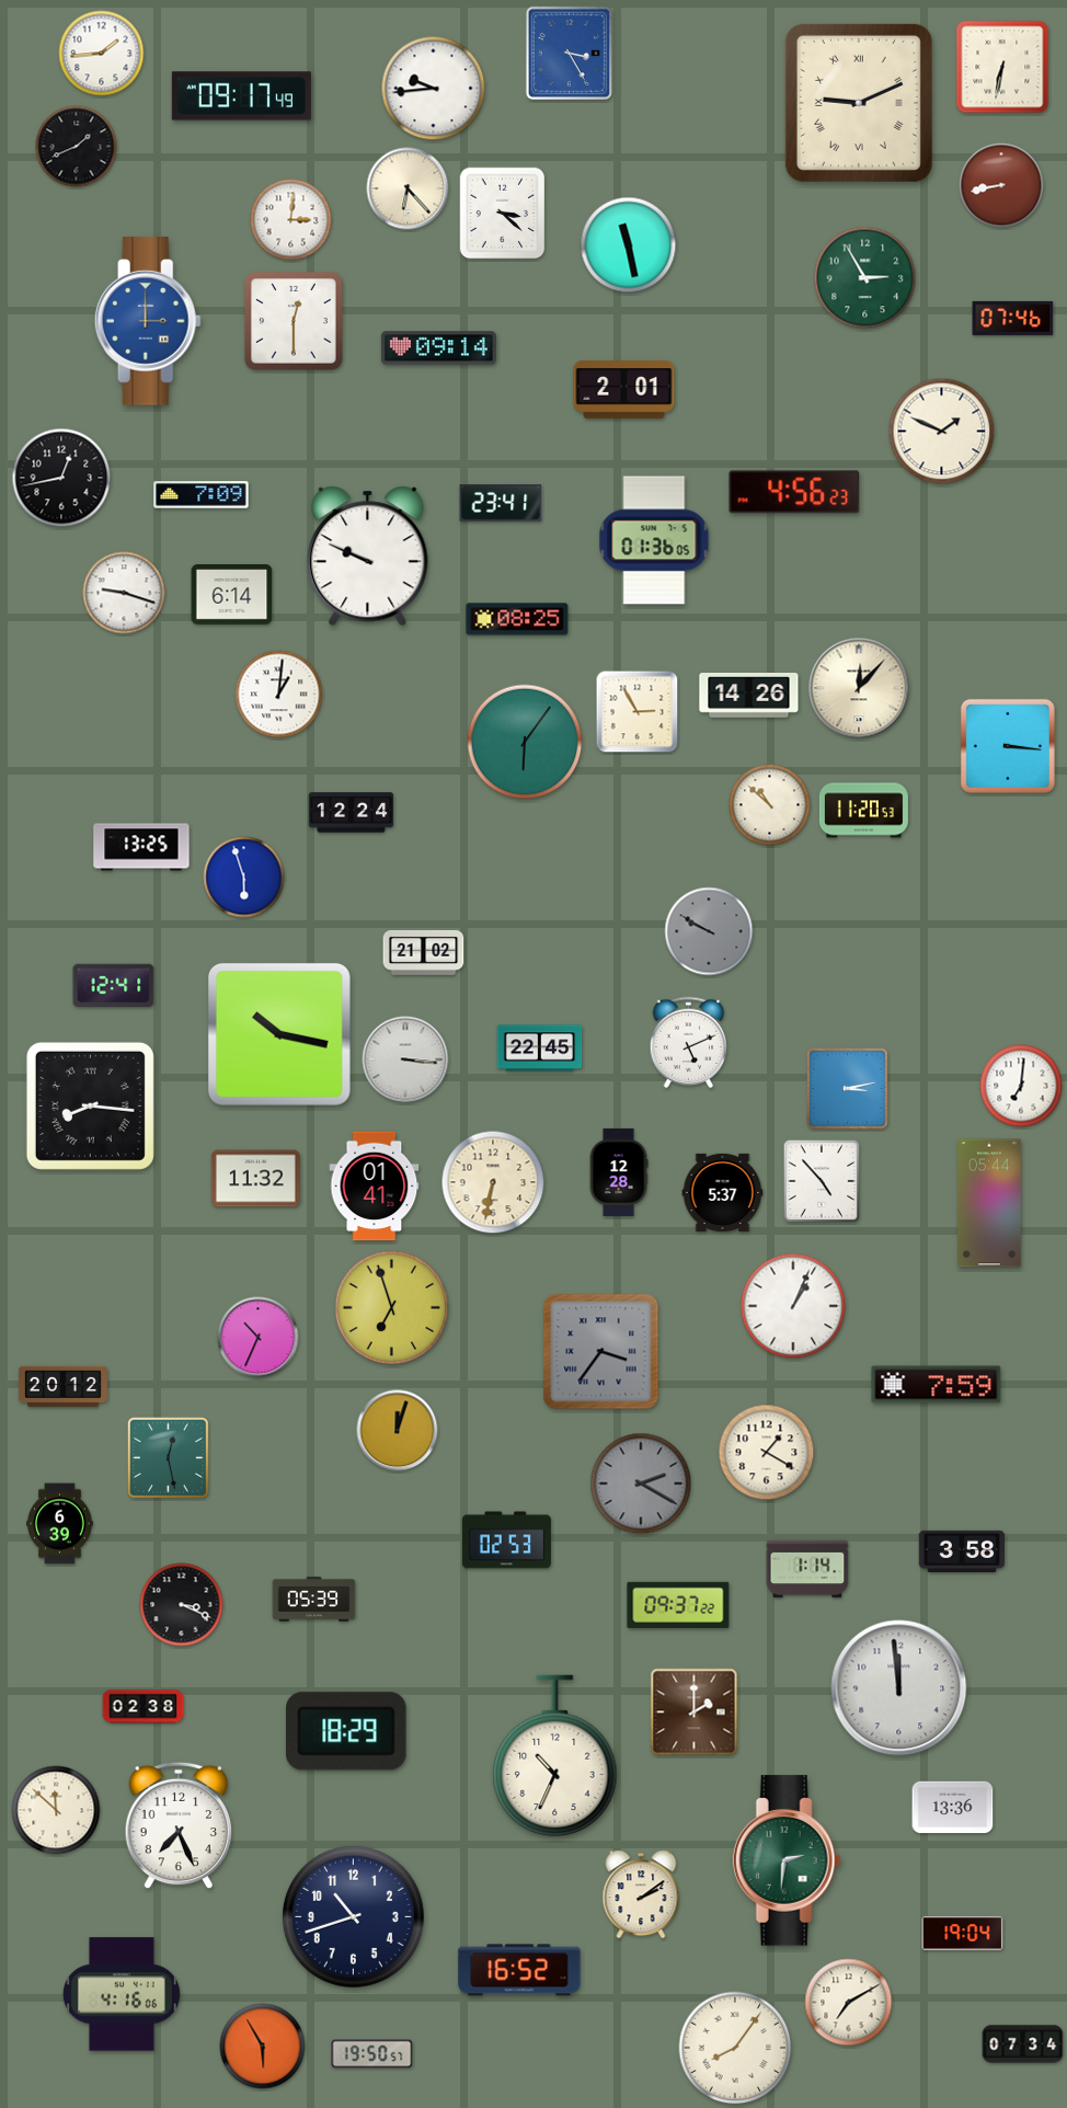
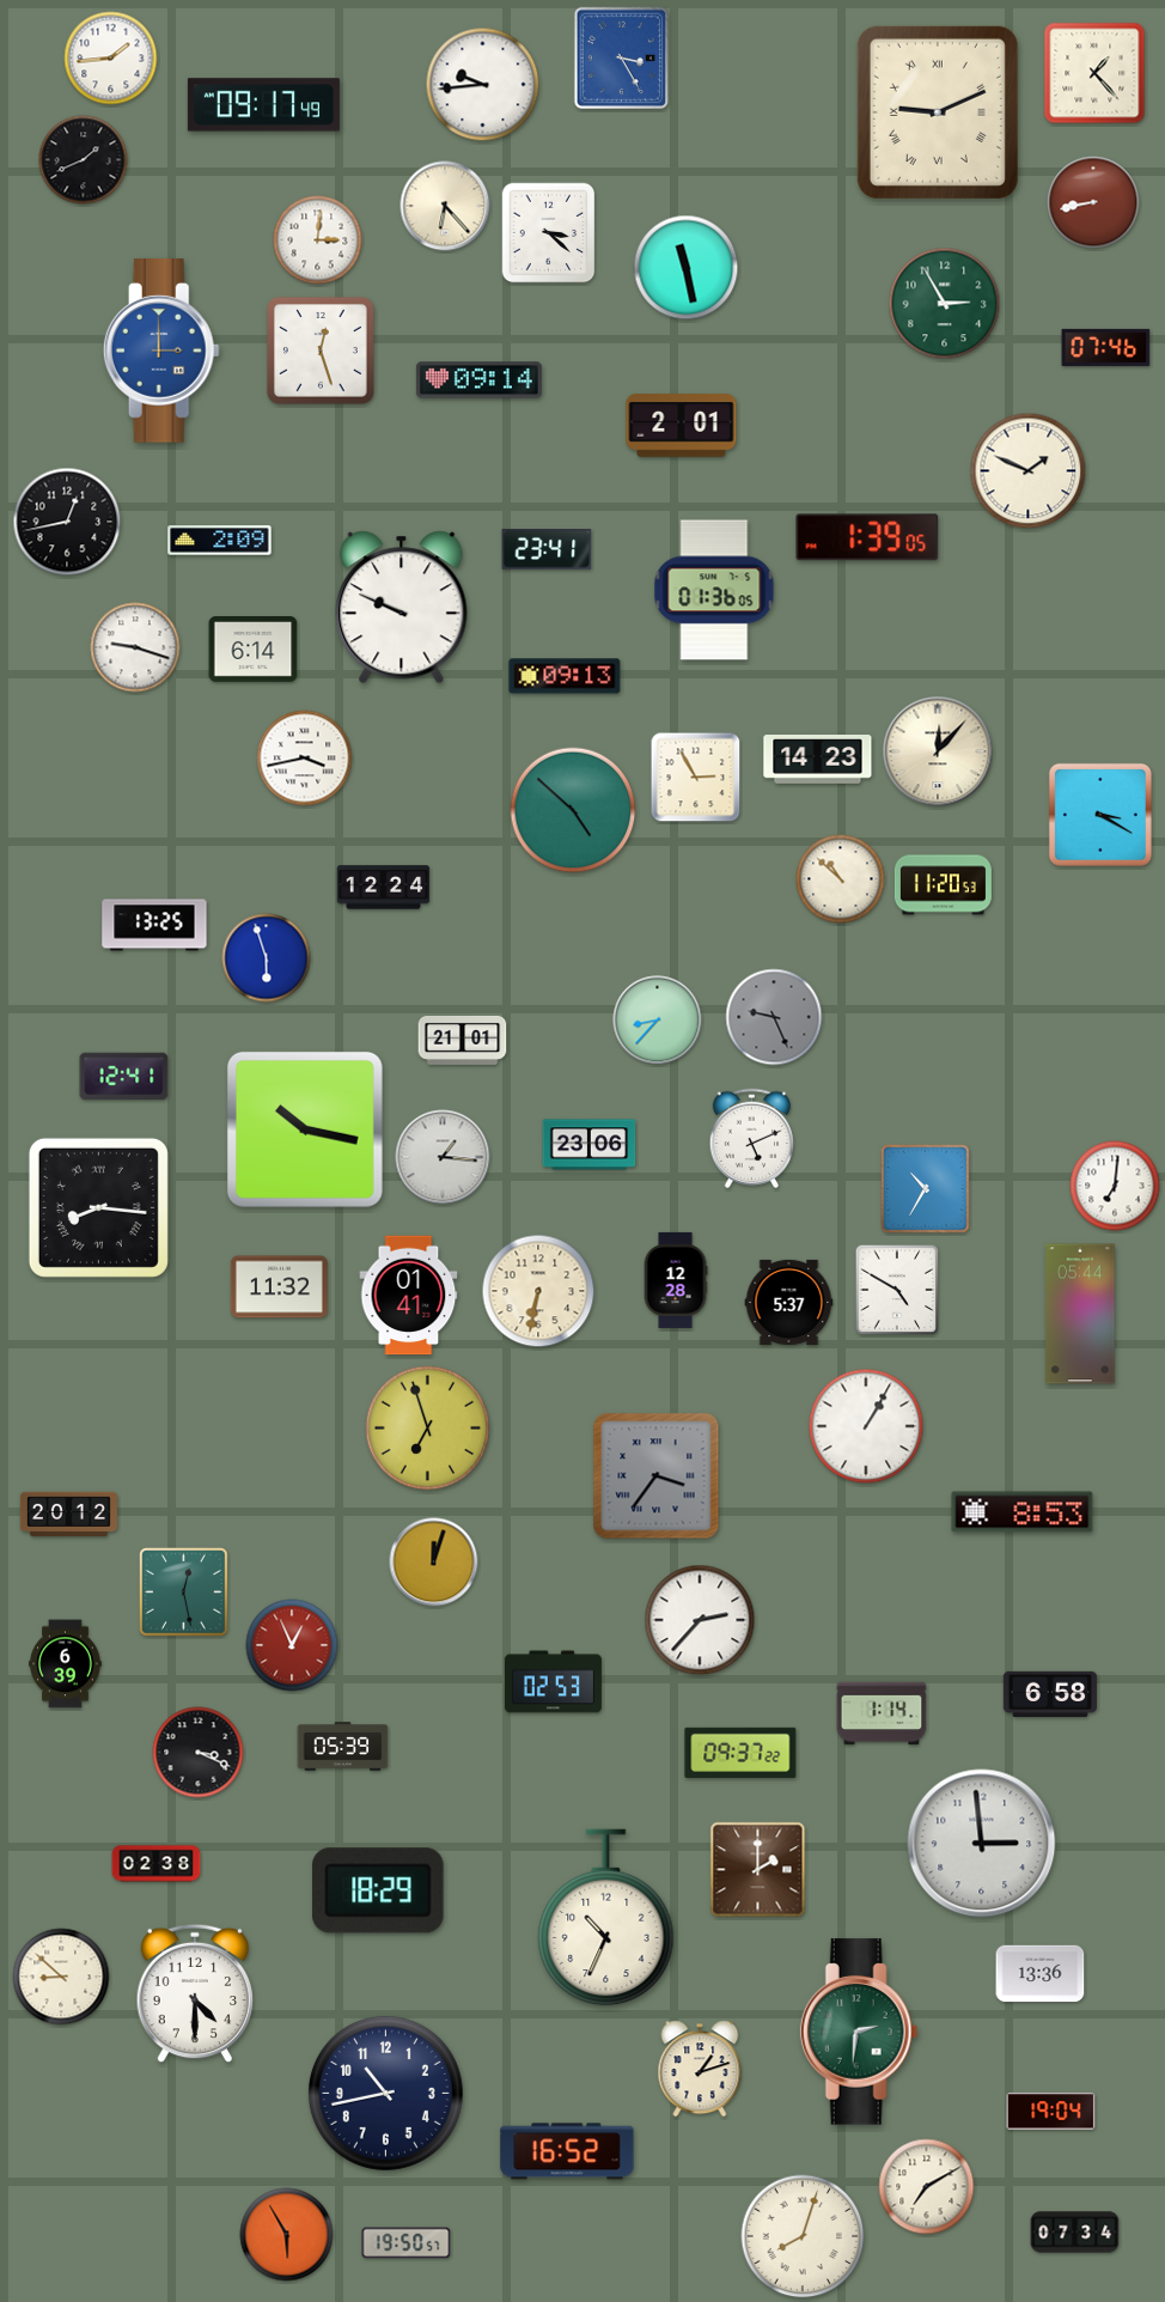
clock at (1002, 67): 6:32 -> 1:23
clock at (434, 89) position: (434, 89) -> (483, 85)
clock at (294, 321): 12:30 -> 12:27
clock at (794, 492): 4:56 -> 1:39
clock at (202, 495): 7:09 -> 2:09
clock at (517, 619): 08:25 -> 09:13
clock at (279, 695): 1:01 -> 3:43
clock at (749, 696): 14:26 -> 14:23
clock at (525, 742): 6:06 -> 4:52
clock at (1008, 746): 3:16 -> 3:20
clock at (709, 931): 9:50 -> 9:26
clock at (658, 1021): none -> 8:37
clock at (424, 952): 21:02 -> 21:01
clock at (540, 1049): 22:45 -> 23:06
clock at (405, 1059): 3:16 -> 1:16
clock at (848, 1089): 3:13 -> 10:35
clock at (822, 1181): 4:53 -> 4:50
clock at (793, 1306): 1:04 -> 1:05
clock at (259, 1338): 10:34 -> none
clock at (937, 1385): 7:59 -> 8:53
clock at (767, 1453): 1:20 -> none
clock at (641, 1483): 2:20 -> 2:37
clock at (641, 1483) dial: grey -> white
clock at (292, 1645): none -> 12:56
clock at (962, 1550): 3:58 -> 6:58
clock at (899, 1688): 11:59 -> 2:59
clock at (56, 1810): 11:52 -> 8:52
clock at (179, 1825): 7:26 -> 4:30
clock at (641, 1894): 2:09 -> 1:12
clock at (353, 1916): 10:42 -> 10:43
clock at (122, 1994): 4:16 -> none
clock at (1023, 2044) position: (1023, 2044) -> (1075, 2233)
clock at (735, 2048): 8:06 -> 8:03
